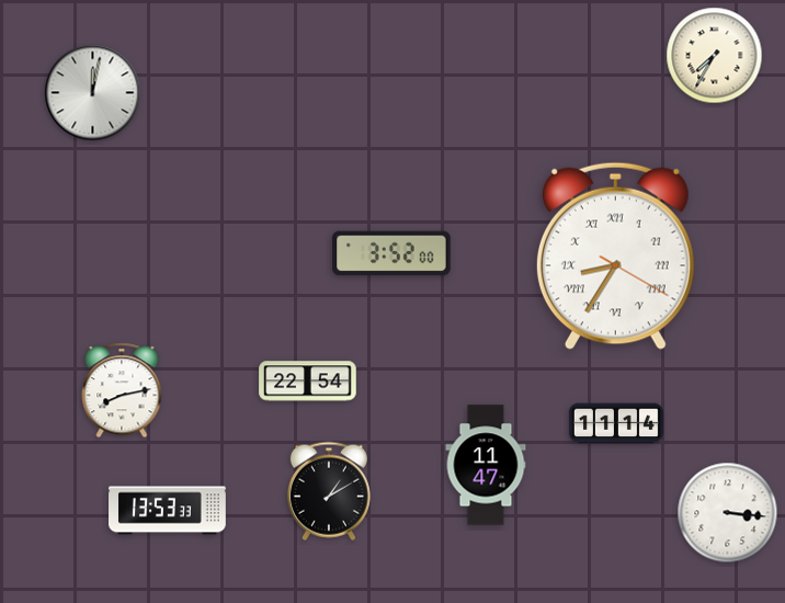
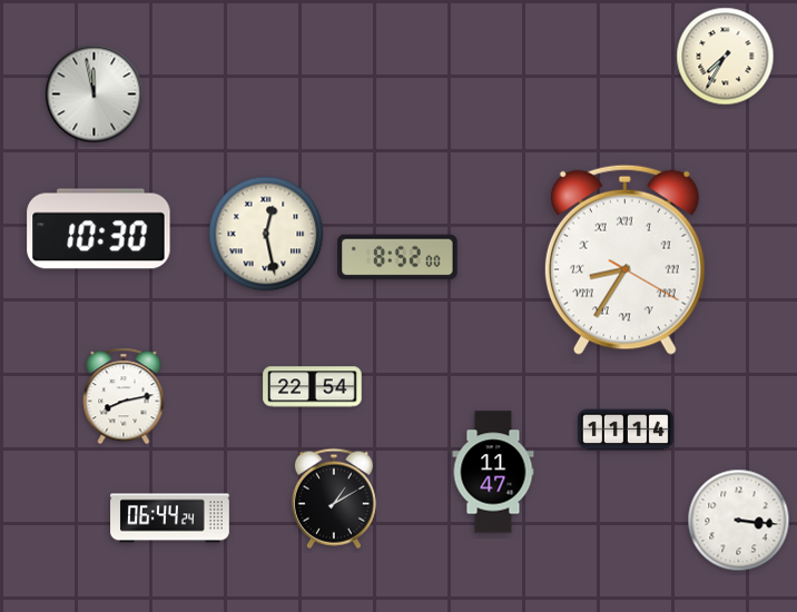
clock at (93, 93): 12:02 -> 11:58
clock at (99, 229): none -> 10:30
clock at (266, 234): none -> 12:28
clock at (391, 253): 3:52 -> 8:52
clock at (168, 511): 13:53 -> 06:44
